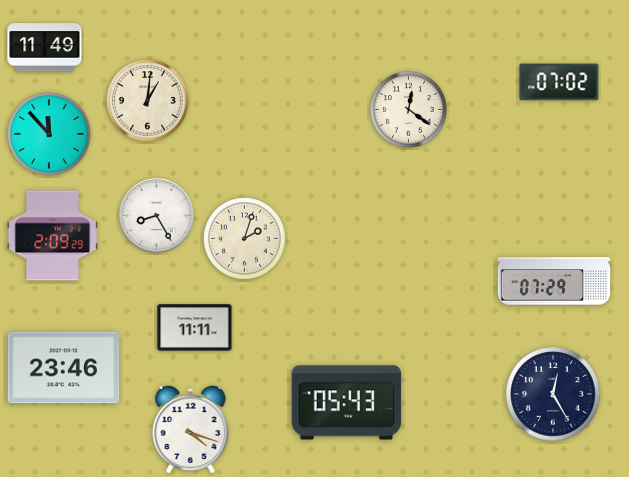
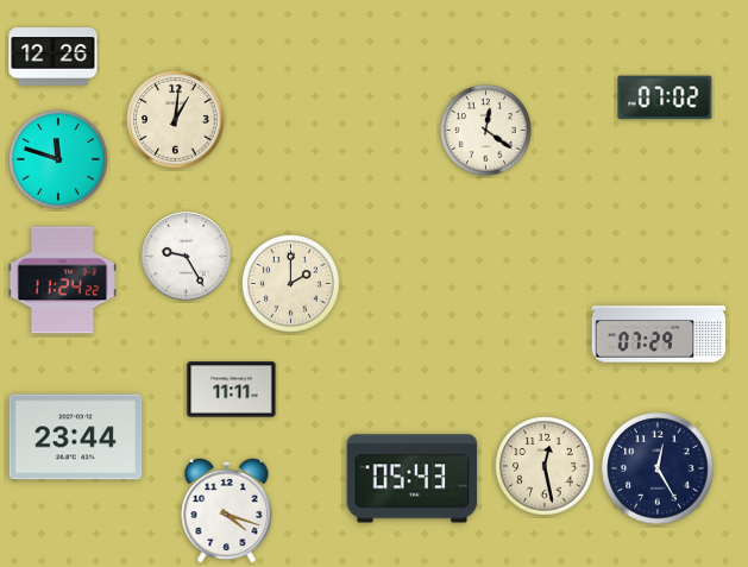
clock at (45, 48): 11:49 -> 12:26
clock at (49, 134): 11:53 -> 11:48
clock at (157, 216): 8:25 -> 9:25
clock at (52, 236): 2:09 -> 11:24
clock at (245, 239): 2:03 -> 2:00
clock at (64, 368): 23:46 -> 23:44
clock at (545, 466): none -> 12:28
